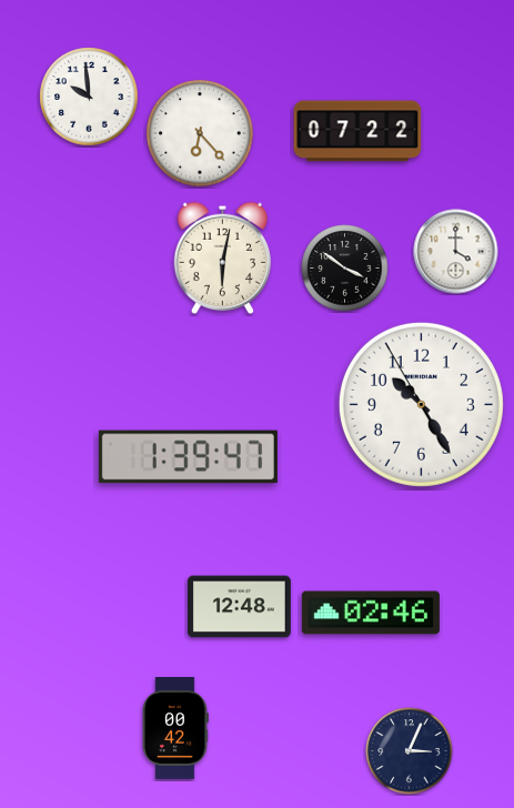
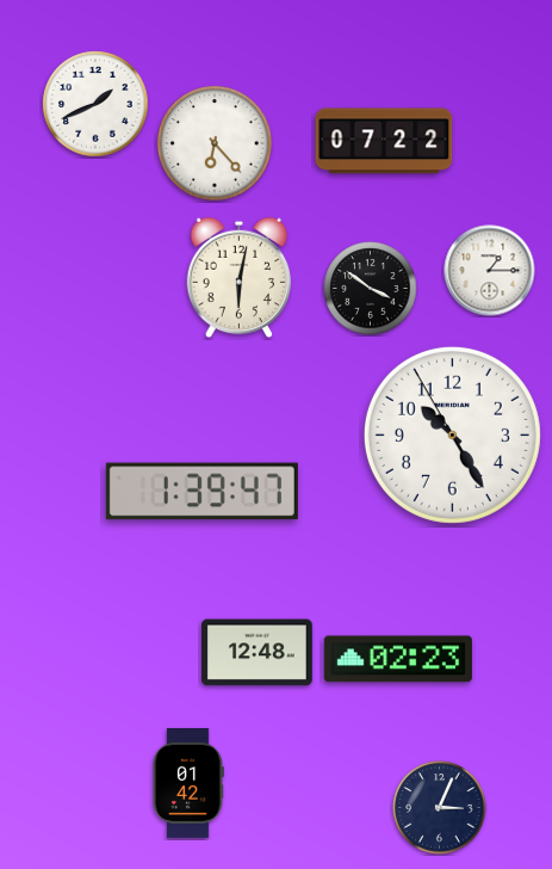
clock at (89, 97): 9:59 -> 1:41
clock at (456, 252): 4:00 -> 1:15
clock at (371, 613): 02:46 -> 02:23
clock at (175, 728): 00:42 -> 01:42
